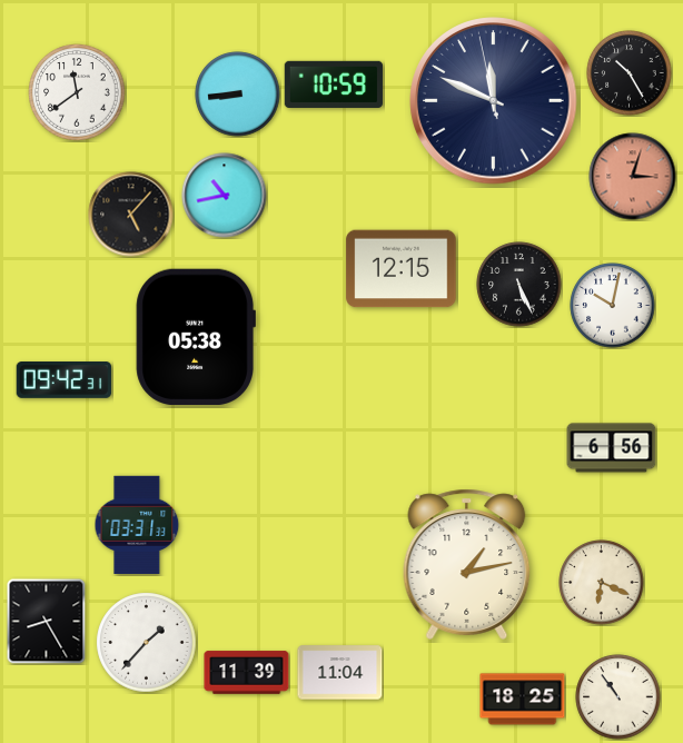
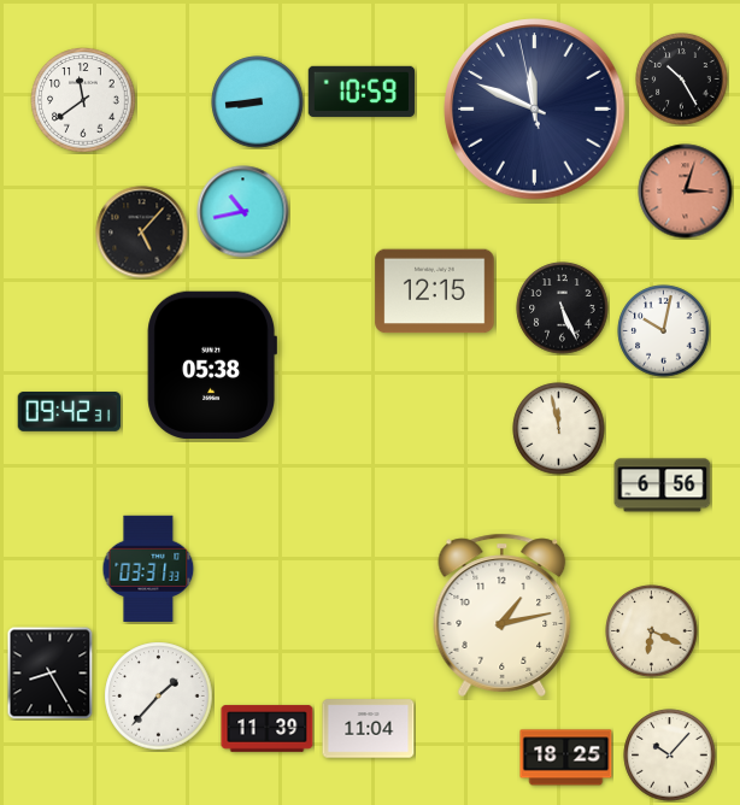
clock at (559, 429): none -> 11:58
clock at (467, 564) position: (467, 564) -> (503, 615)
clock at (618, 697): 10:54 -> 10:07
